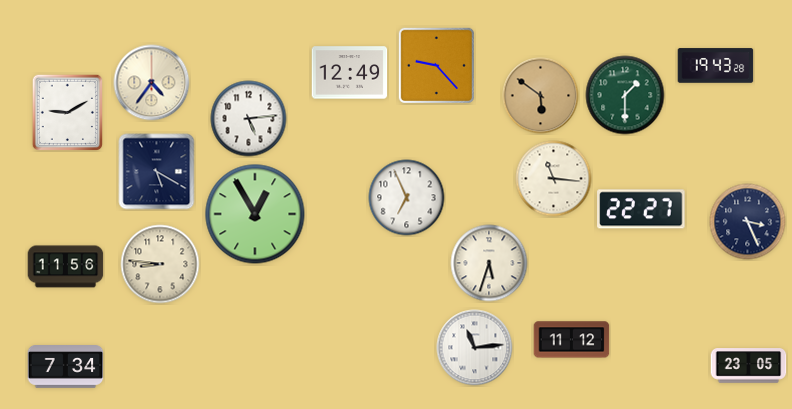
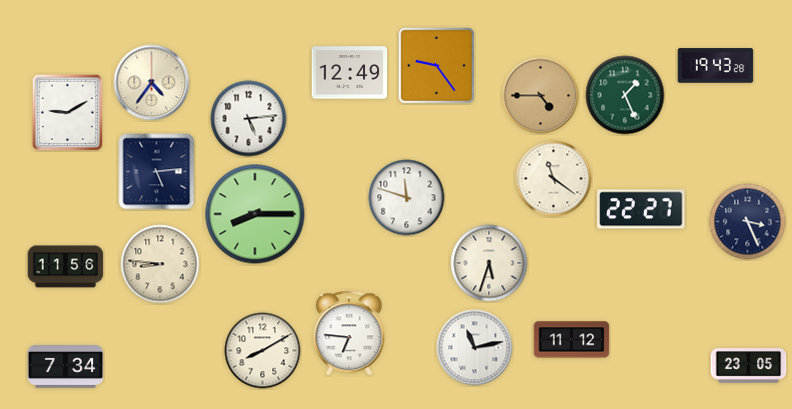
clock at (436, 65): 9:23 -> 9:24
clock at (625, 95): 1:30 -> 1:26
clock at (541, 96): 5:51 -> 4:45
clock at (157, 172): 5:20 -> 5:14
clock at (554, 179): 11:16 -> 11:21
clock at (407, 198): 6:56 -> 11:48
clock at (255, 214): 12:55 -> 8:15
clock at (349, 333): none -> 6:46
clock at (475, 348): 11:14 -> 11:13
clock at (263, 351): none -> 8:10
